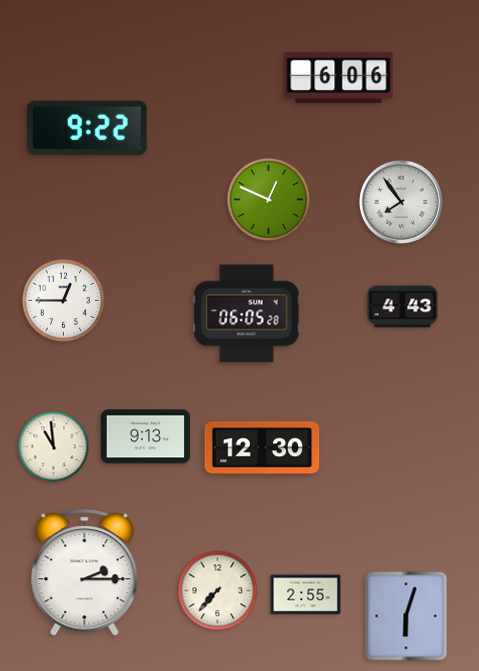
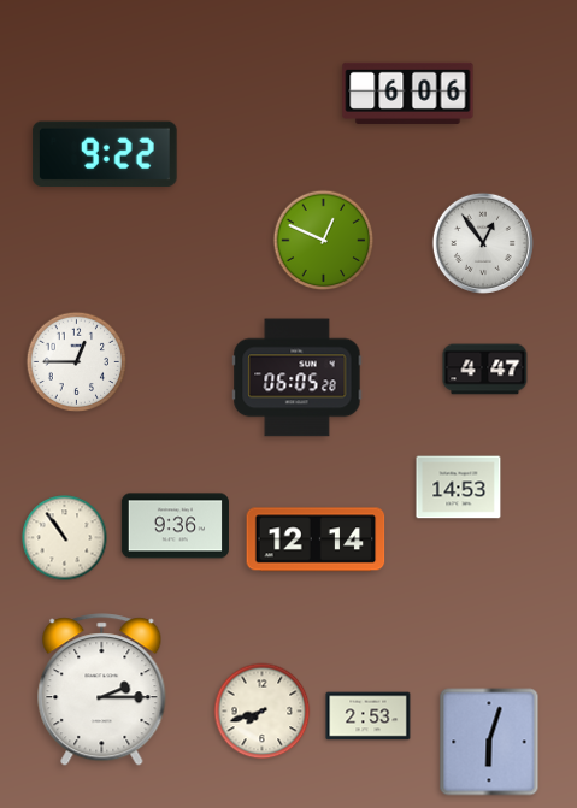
clock at (401, 202): 7:54 -> 12:54
clock at (403, 307): 4:43 -> 4:47
clock at (459, 488): none -> 14:53
clock at (145, 437): 9:13 -> 9:36
clock at (54, 447): 10:59 -> 10:54
clock at (262, 448): 12:30 -> 12:14
clock at (218, 591): 7:37 -> 7:42
clock at (306, 595): 2:55 -> 2:53
